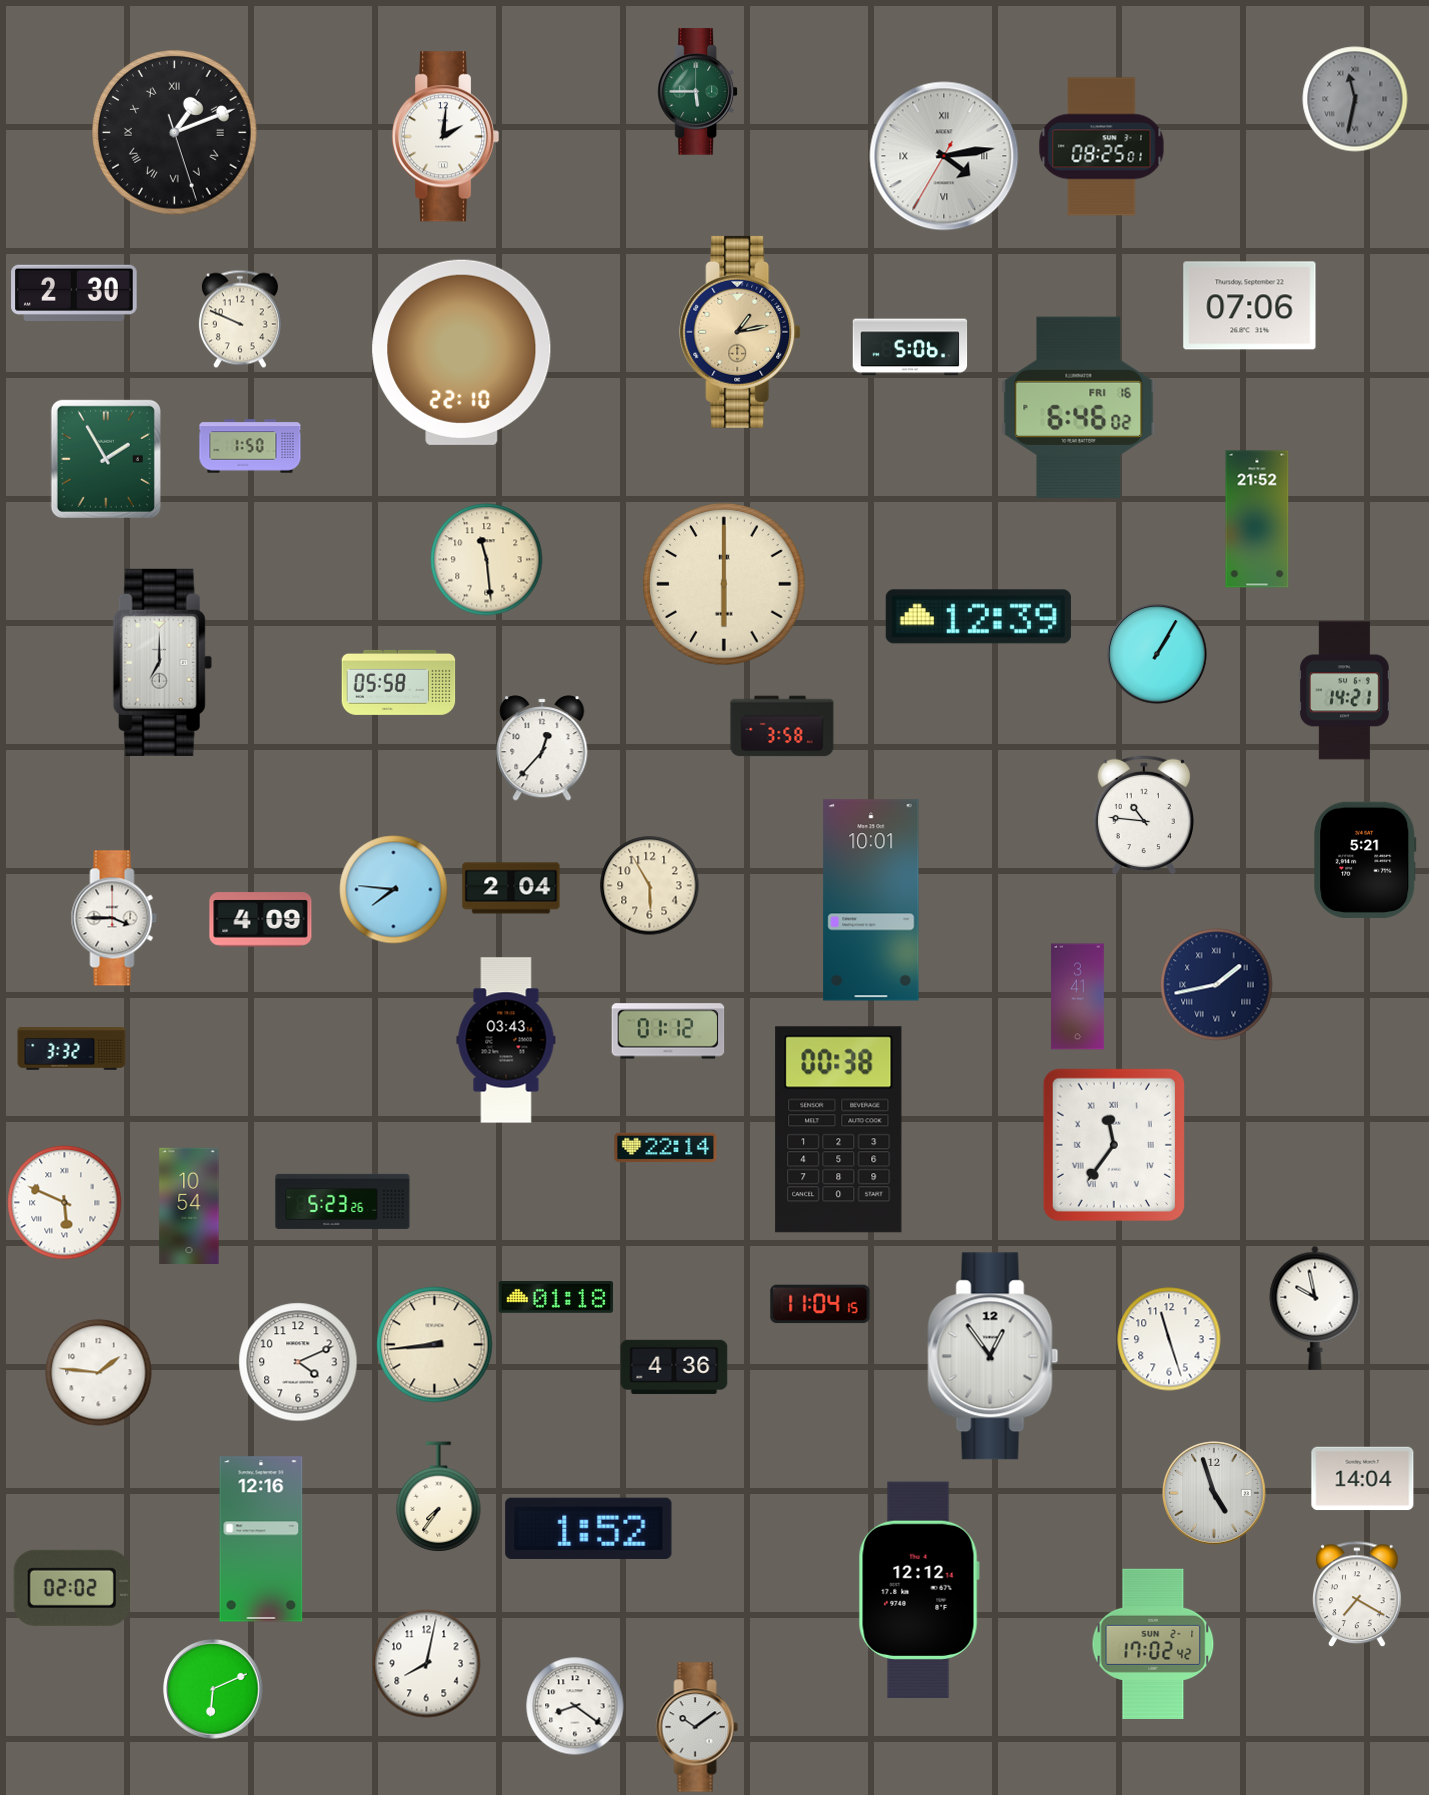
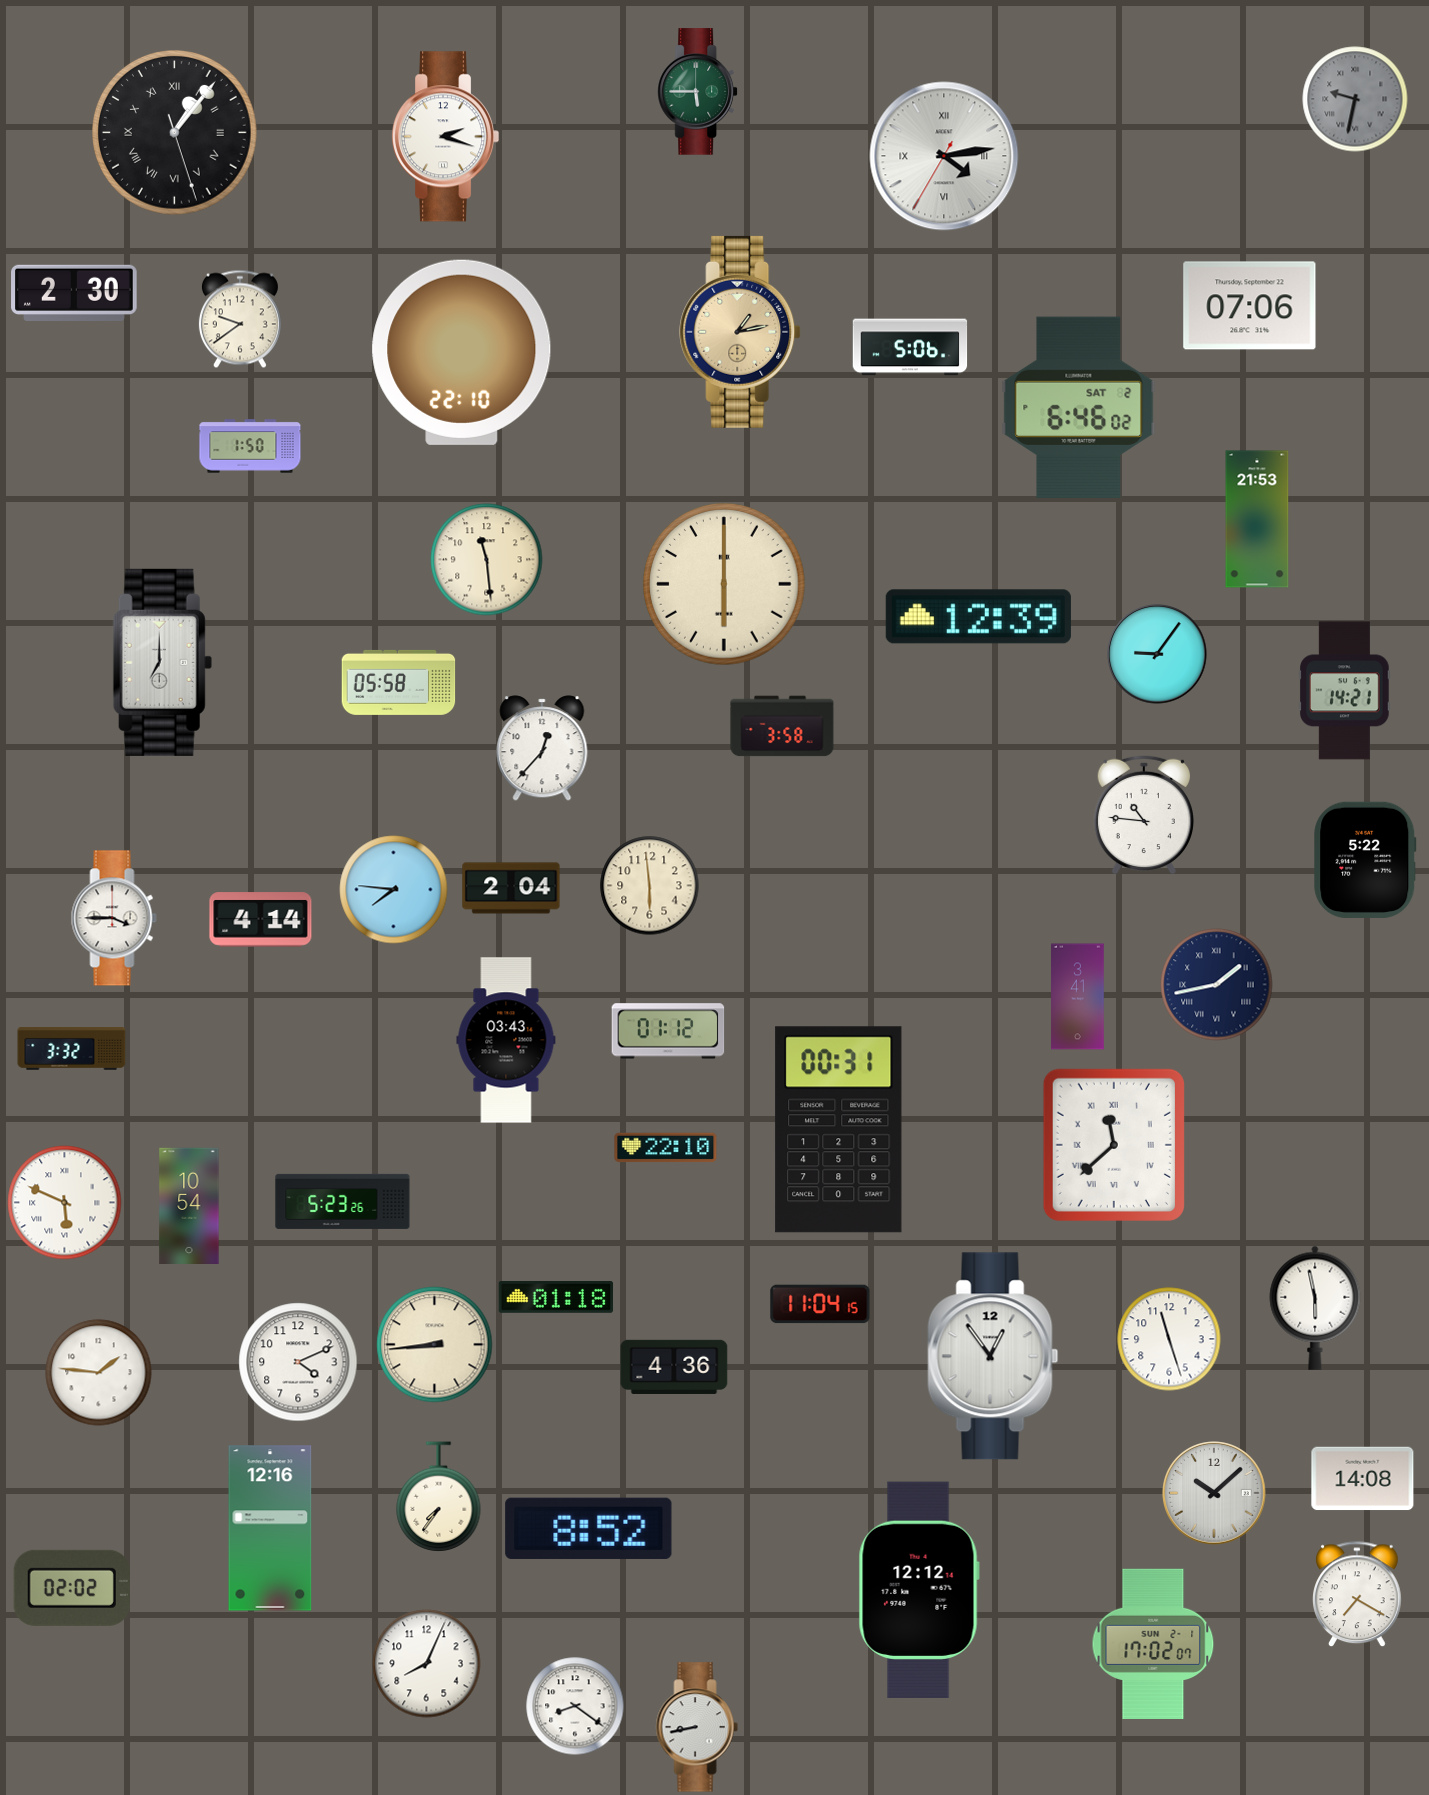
clock at (1355, 99): 11:32 -> 9:32
clock at (175, 133): 1:11 -> 1:06
clock at (446, 137): 2:01 -> 2:18
clock at (1102, 147): 08:25 -> none
clock at (240, 319): 9:49 -> 9:39
clock at (1079, 408) date: FRI 16 -> SAT 2
clock at (106, 459): 1:55 -> none
clock at (1257, 519): 21:52 -> 21:53
clock at (1157, 654): 1:05 -> 9:06
clock at (1365, 860): 5:21 -> 5:22
clock at (650, 886): 5:55 -> 5:59
clock at (871, 900): 10:01 -> none
clock at (261, 920): 4:09 -> 4:14
clock at (839, 1130): 00:38 -> 00:31
clock at (1114, 1145): 11:36 -> 11:38
clock at (666, 1148): 22:14 -> 22:10
clock at (1315, 1308): 9:58 -> 5:58
clock at (1363, 1479): 14:04 -> 14:08
clock at (1214, 1493): 4:57 -> 10:08
clock at (589, 1528): 1:52 -> 8:52
clock at (261, 1539) position: (261, 1539) -> (270, 1528)
clock at (1153, 1643): 17:02:42 -> 17:02:07
clock at (427, 1664): 8:02 -> 8:04
clock at (213, 1689): 6:11 -> none
clock at (697, 1727): 10:09 -> 8:43
